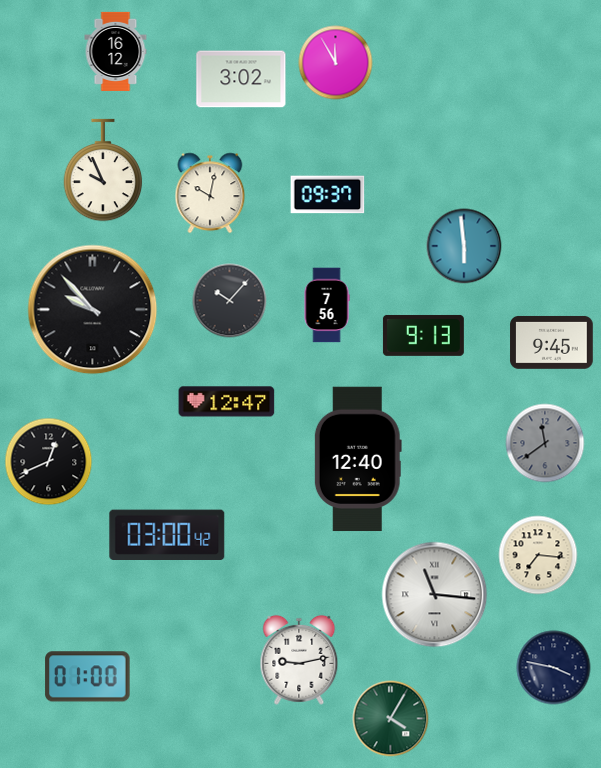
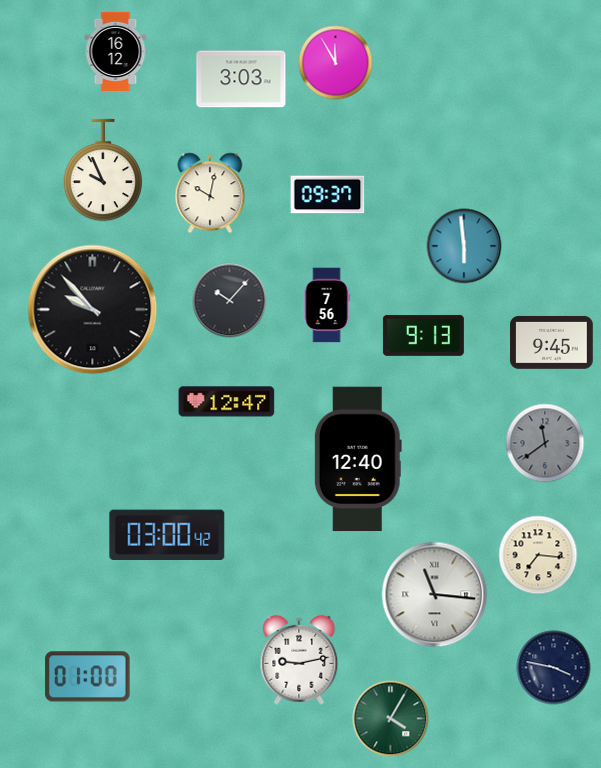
clock at (241, 79): 3:02 -> 3:03
clock at (49, 462): 12:41 -> none
